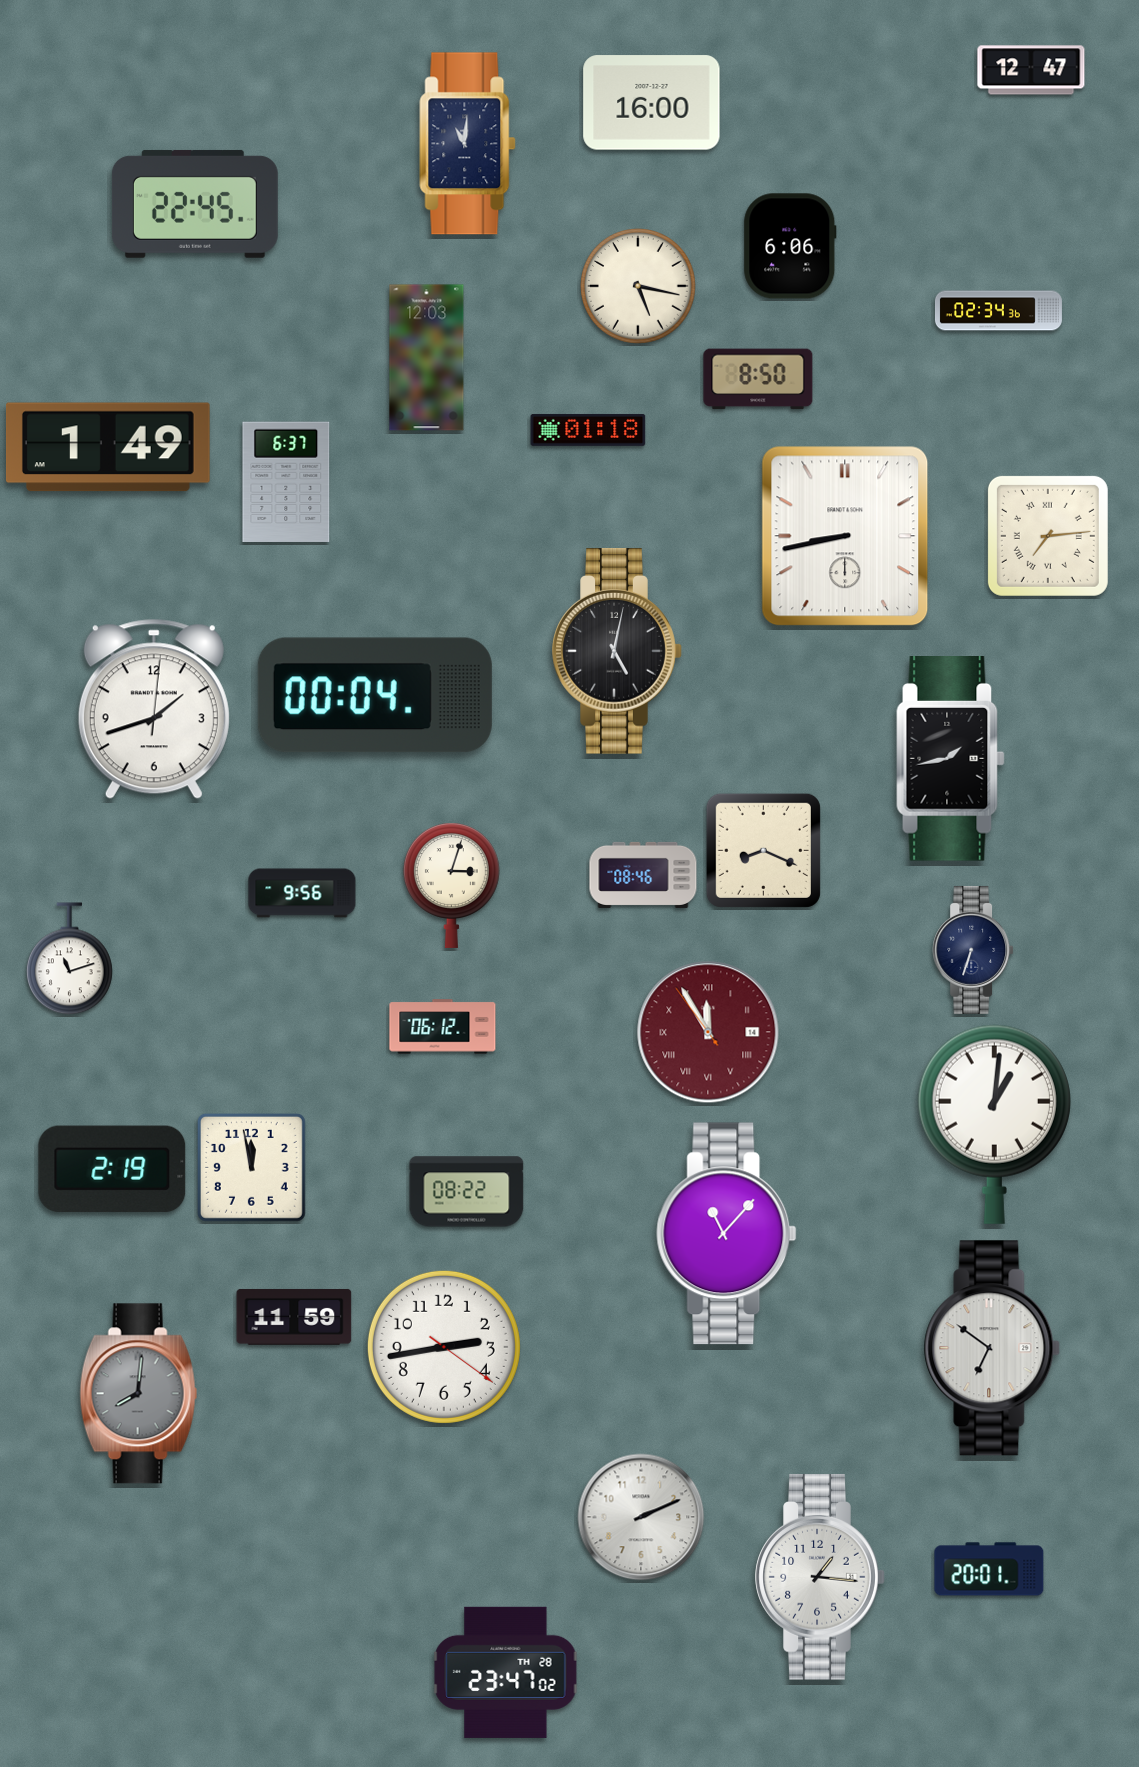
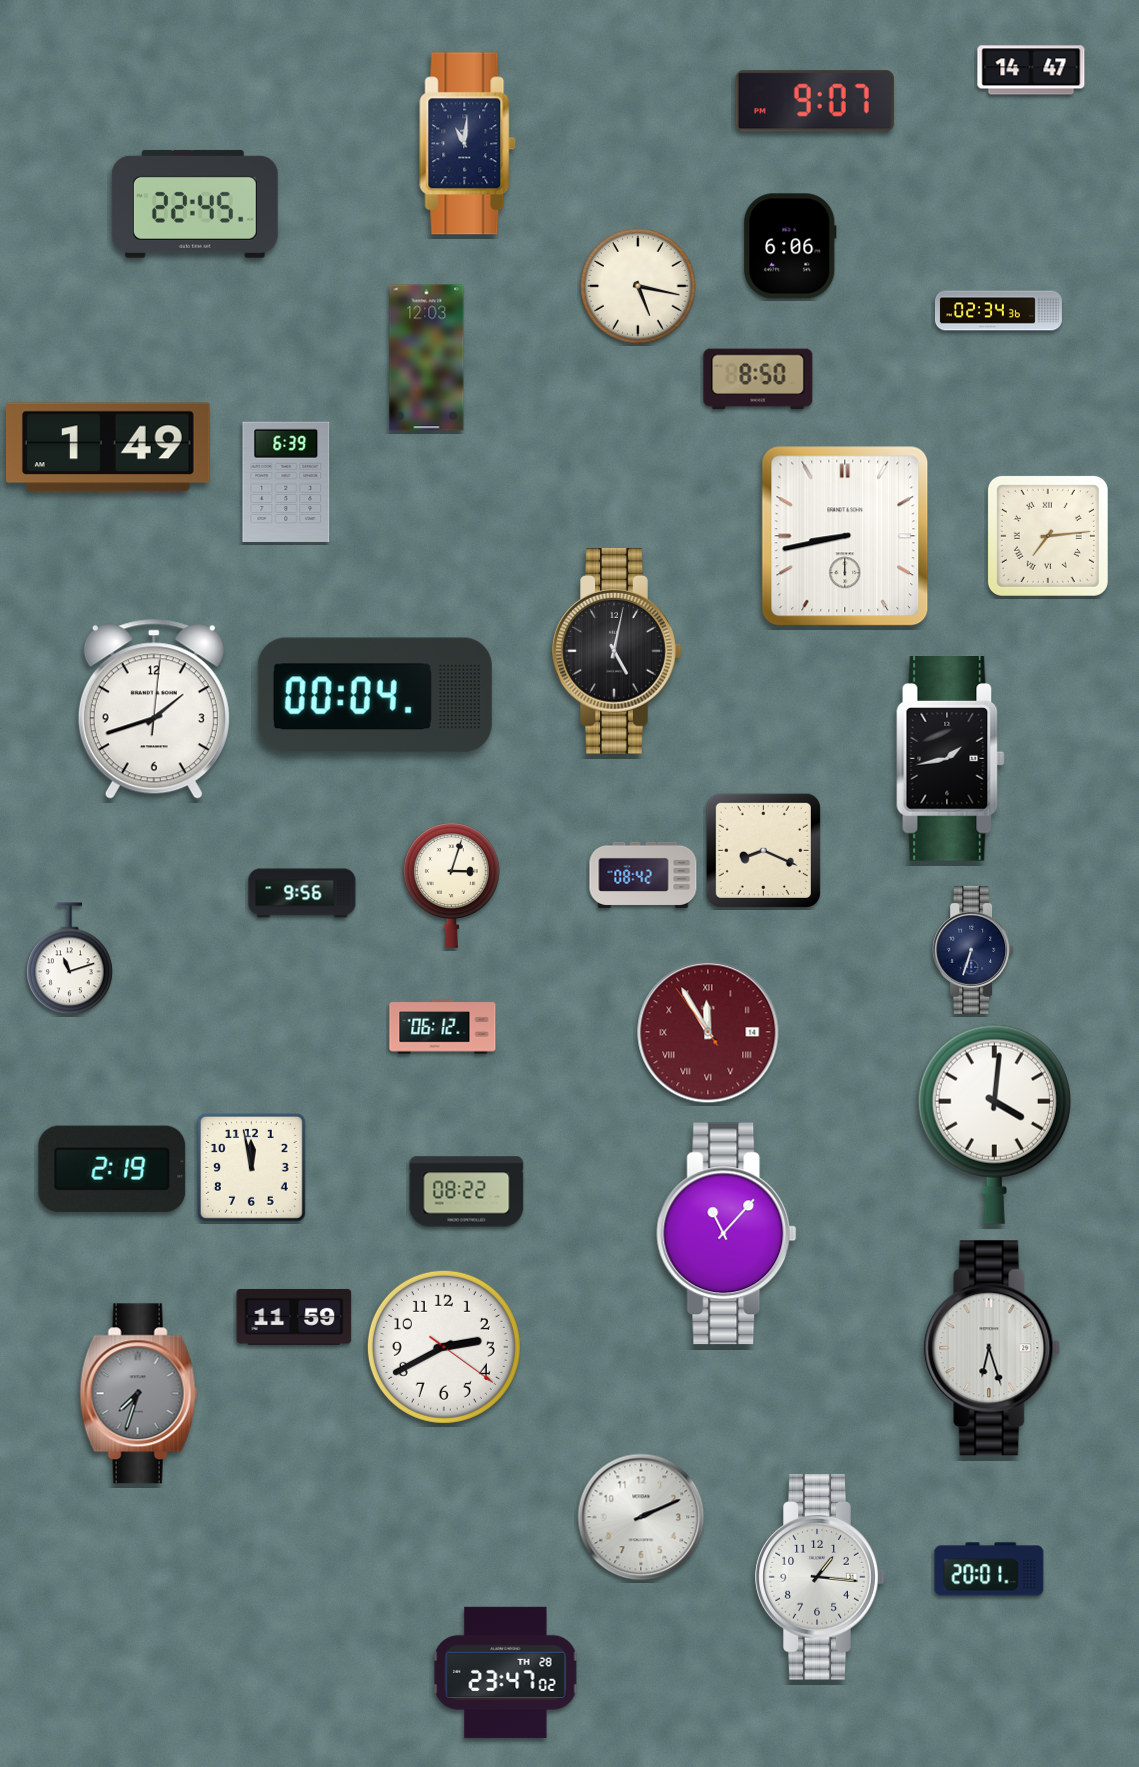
clock at (1031, 70): 12:47 -> 14:47
clock at (815, 101): none -> 9:07
clock at (652, 103): 16:00 -> none
clock at (588, 430): 01:18 -> none
clock at (286, 482): 6:37 -> 6:39
clock at (643, 875): 08:46 -> 08:42
clock at (994, 1124): 1:01 -> 4:01
clock at (444, 1347): 2:43 -> 2:40
clock at (992, 1348): 6:51 -> 6:27
clock at (139, 1394): 8:01 -> 7:33
